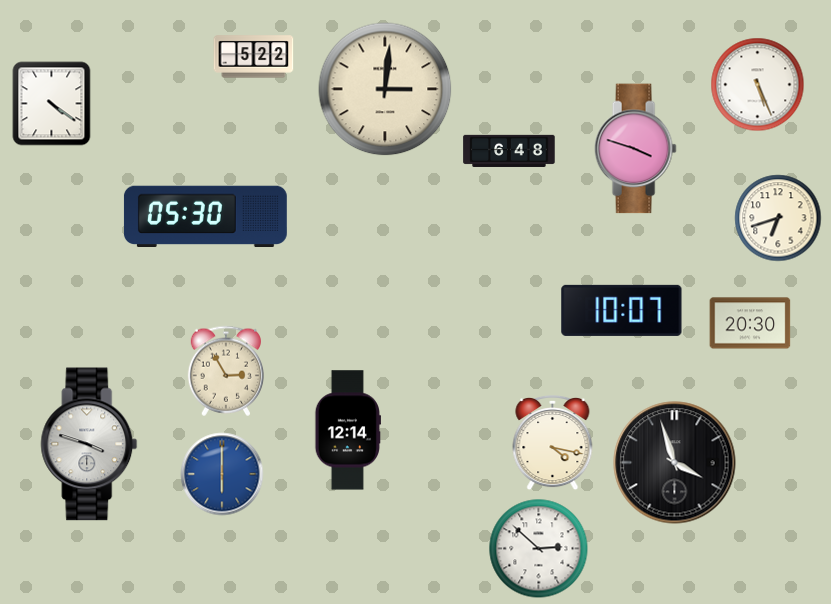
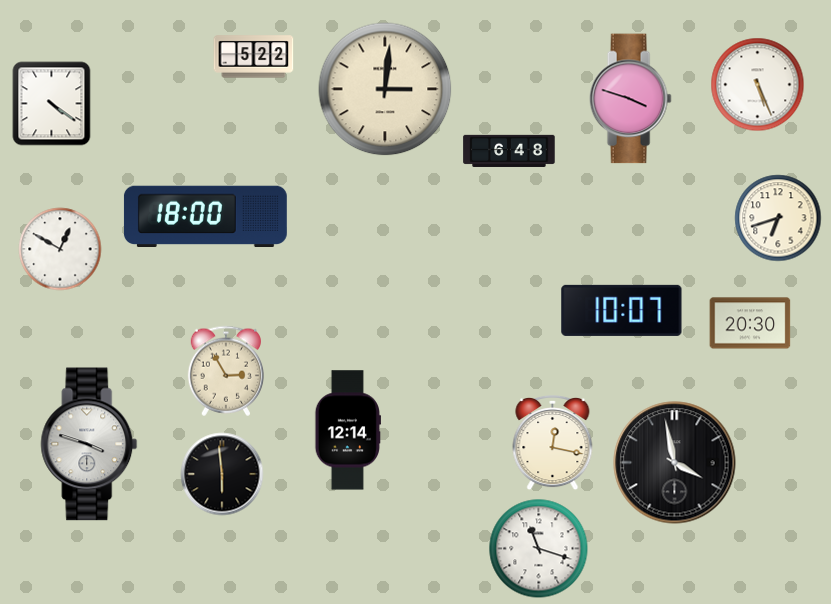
clock at (635, 149) position: (635, 149) -> (630, 99)
clock at (205, 217): 05:30 -> 18:00
clock at (60, 249): none -> 12:50
clock at (553, 443): 4:17 -> 12:17
clock at (675, 463): 3:57 -> 3:58
clock at (222, 474): 6:00 -> 5:59
clock at (222, 474) dial: blue -> black
clock at (539, 549): 2:52 -> 11:18
